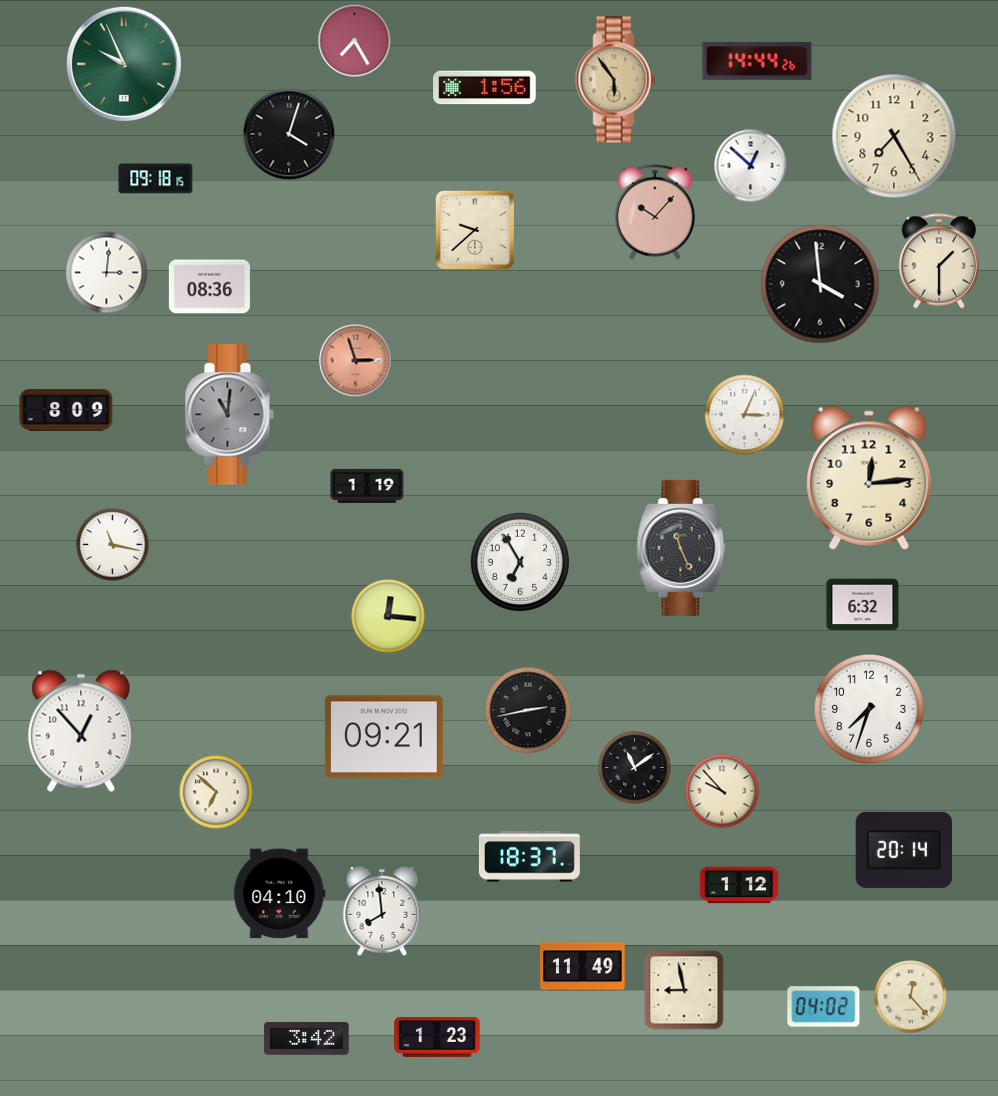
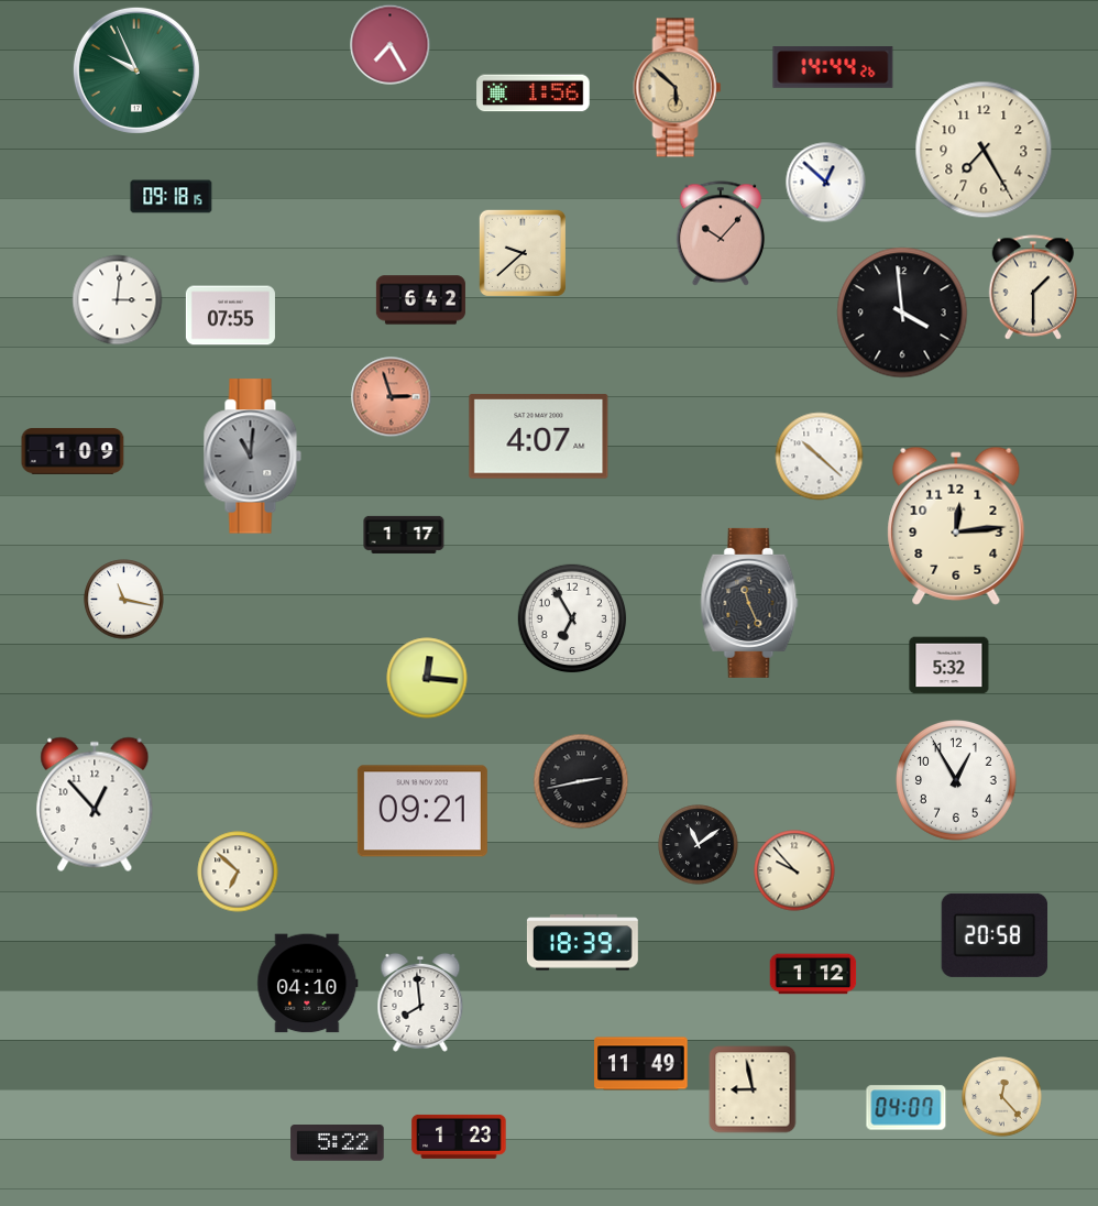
clock at (616, 80): 5:54 -> 5:52
clock at (485, 88) position: (485, 88) -> (534, 94)
clock at (289, 134): 4:03 -> none
clock at (420, 300): none -> 6:42
clock at (209, 287): 08:36 -> 07:55
clock at (539, 437): none -> 4:07
clock at (66, 410): 8:09 -> 1:09
clock at (745, 415): 3:04 -> 10:22
clock at (367, 486): 1:19 -> 1:17
clock at (863, 605): 6:32 -> 5:32
clock at (870, 710): 7:33 -> 12:55
clock at (81, 731) position: (81, 731) -> (95, 804)
clock at (904, 850): 20:14 -> 20:58
clock at (529, 857): 18:37 -> 18:39
clock at (824, 1007): 04:02 -> 04:07
clock at (437, 1037) position: (437, 1037) -> (459, 1137)
clock at (307, 1039): 3:42 -> 5:22
